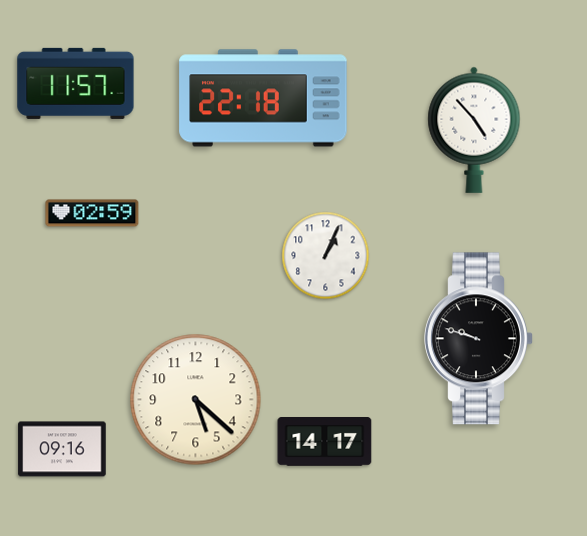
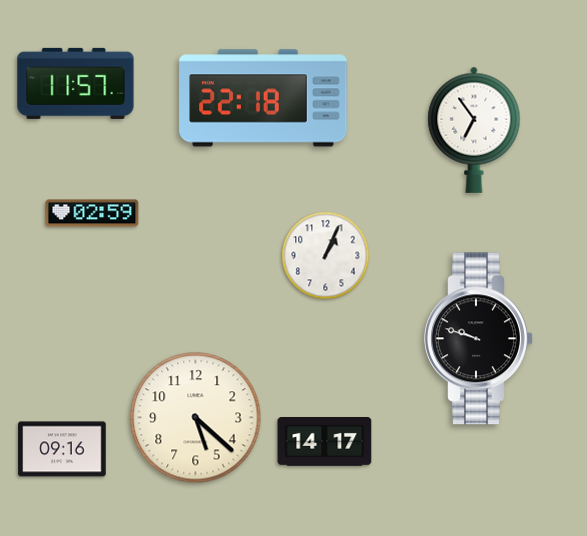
clock at (474, 130): 4:53 -> 6:54
clock at (196, 400) position: (196, 400) -> (196, 418)
